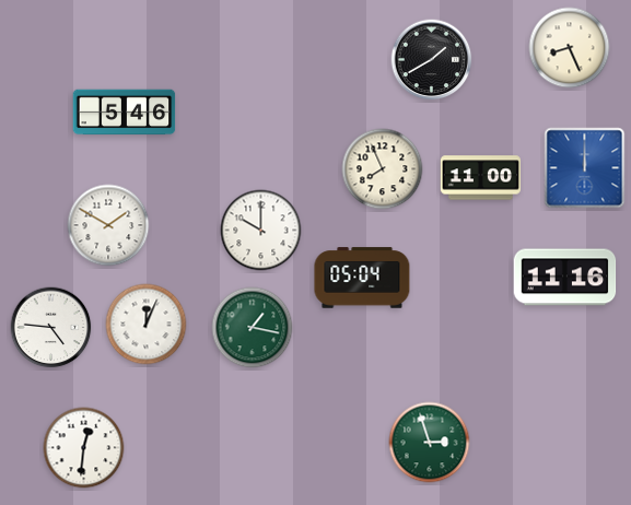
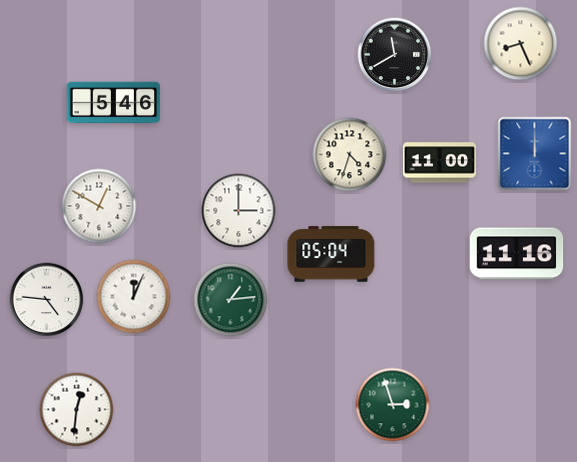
clock at (432, 60): 1:40 -> 11:40
clock at (383, 169): 7:56 -> 4:33
clock at (108, 225): 1:50 -> 12:50
clock at (261, 231): 10:00 -> 3:00
clock at (253, 328): 1:17 -> 1:14
